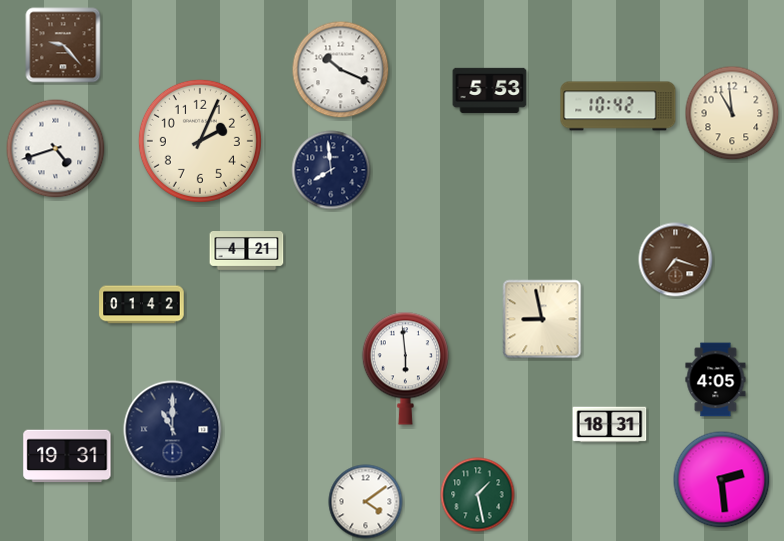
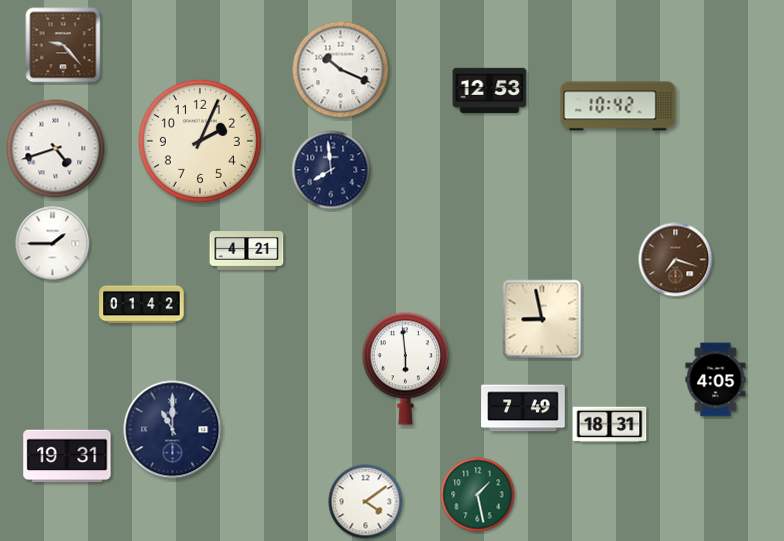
clock at (490, 90): 5:53 -> 12:53
clock at (732, 113): 10:59 -> none
clock at (53, 244): none -> 1:45
clock at (523, 408): none -> 7:49
clock at (722, 480): 2:29 -> none
